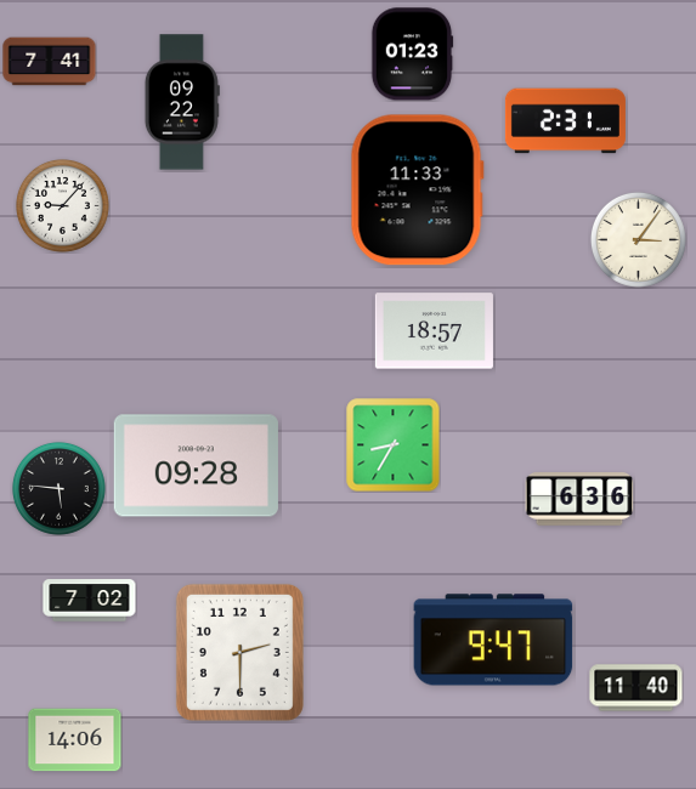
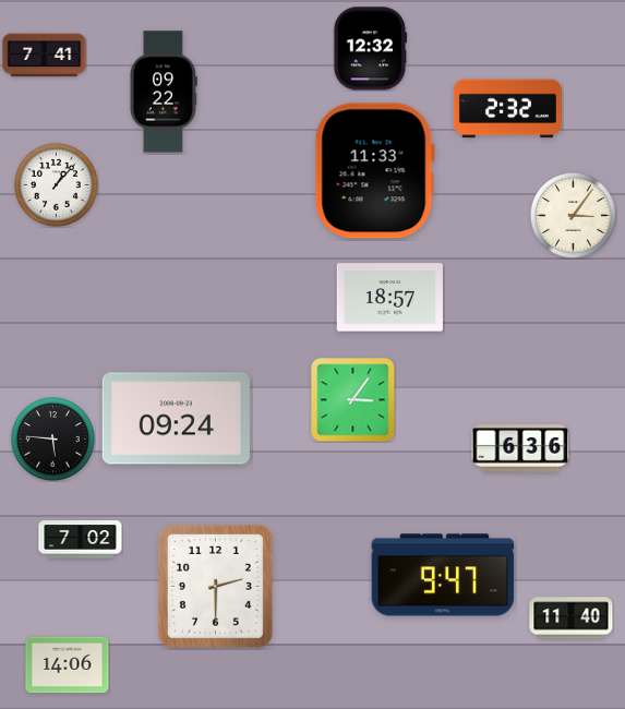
clock at (412, 55): 01:23 -> 12:32
clock at (565, 121): 2:31 -> 2:32
clock at (62, 205): 9:07 -> 1:07
clock at (394, 445): 8:35 -> 3:06
clock at (196, 466): 09:28 -> 09:24
